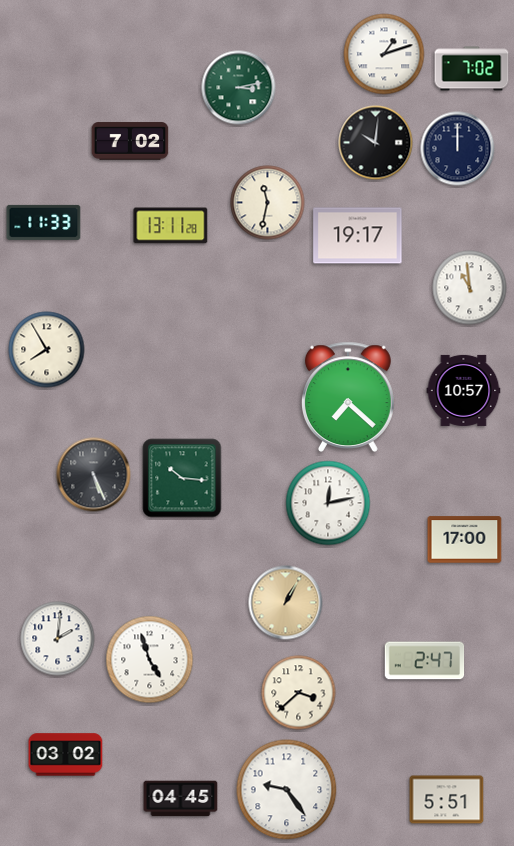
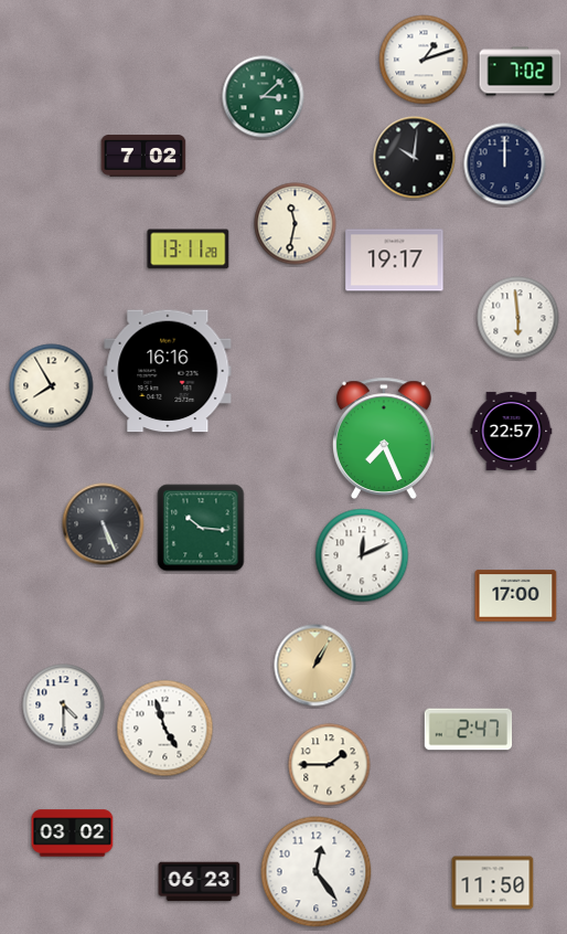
clock at (472, 69) position: (472, 69) -> (521, 72)
clock at (239, 88): 3:13 -> 3:08
clock at (44, 222): 11:33 -> none
clock at (470, 288): 10:59 -> 5:59
clock at (168, 371): none -> 16:16
clock at (464, 390): 10:57 -> 22:57
clock at (348, 396): 7:22 -> 7:26
clock at (328, 503): 12:13 -> 12:11
clock at (465, 540) position: (465, 540) -> (516, 596)
clock at (58, 639): 2:01 -> 4:30
clock at (299, 693): 3:38 -> 1:45
clock at (287, 790): 9:24 -> 12:24
clock at (181, 799): 04:45 -> 06:23
clock at (447, 800): 5:51 -> 11:50
